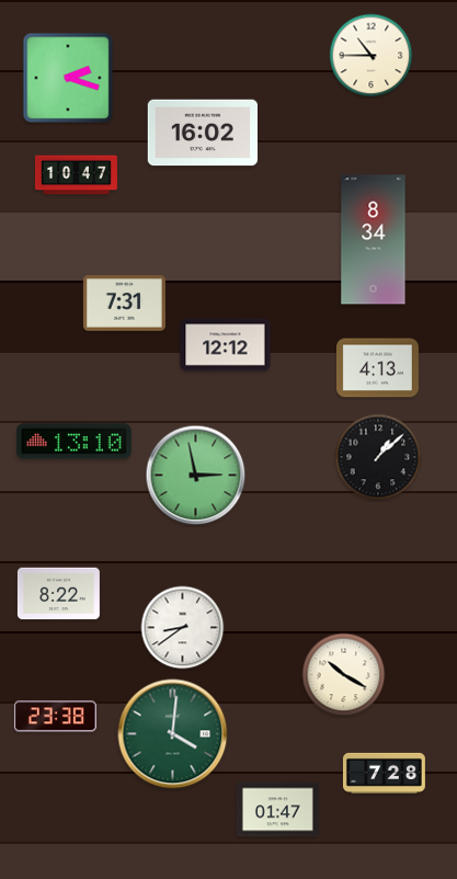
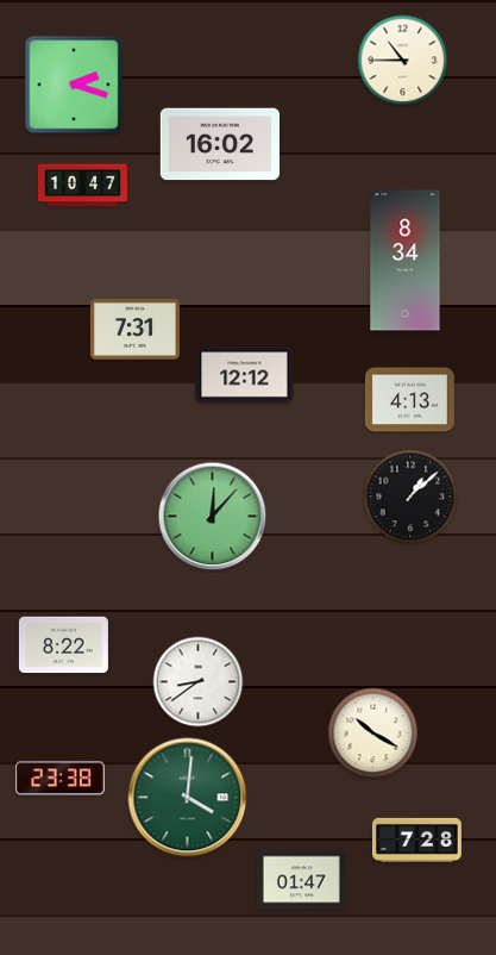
clock at (76, 175) position: (76, 175) -> (82, 186)
clock at (73, 442): 13:10 -> none
clock at (196, 476): 2:58 -> 12:07
